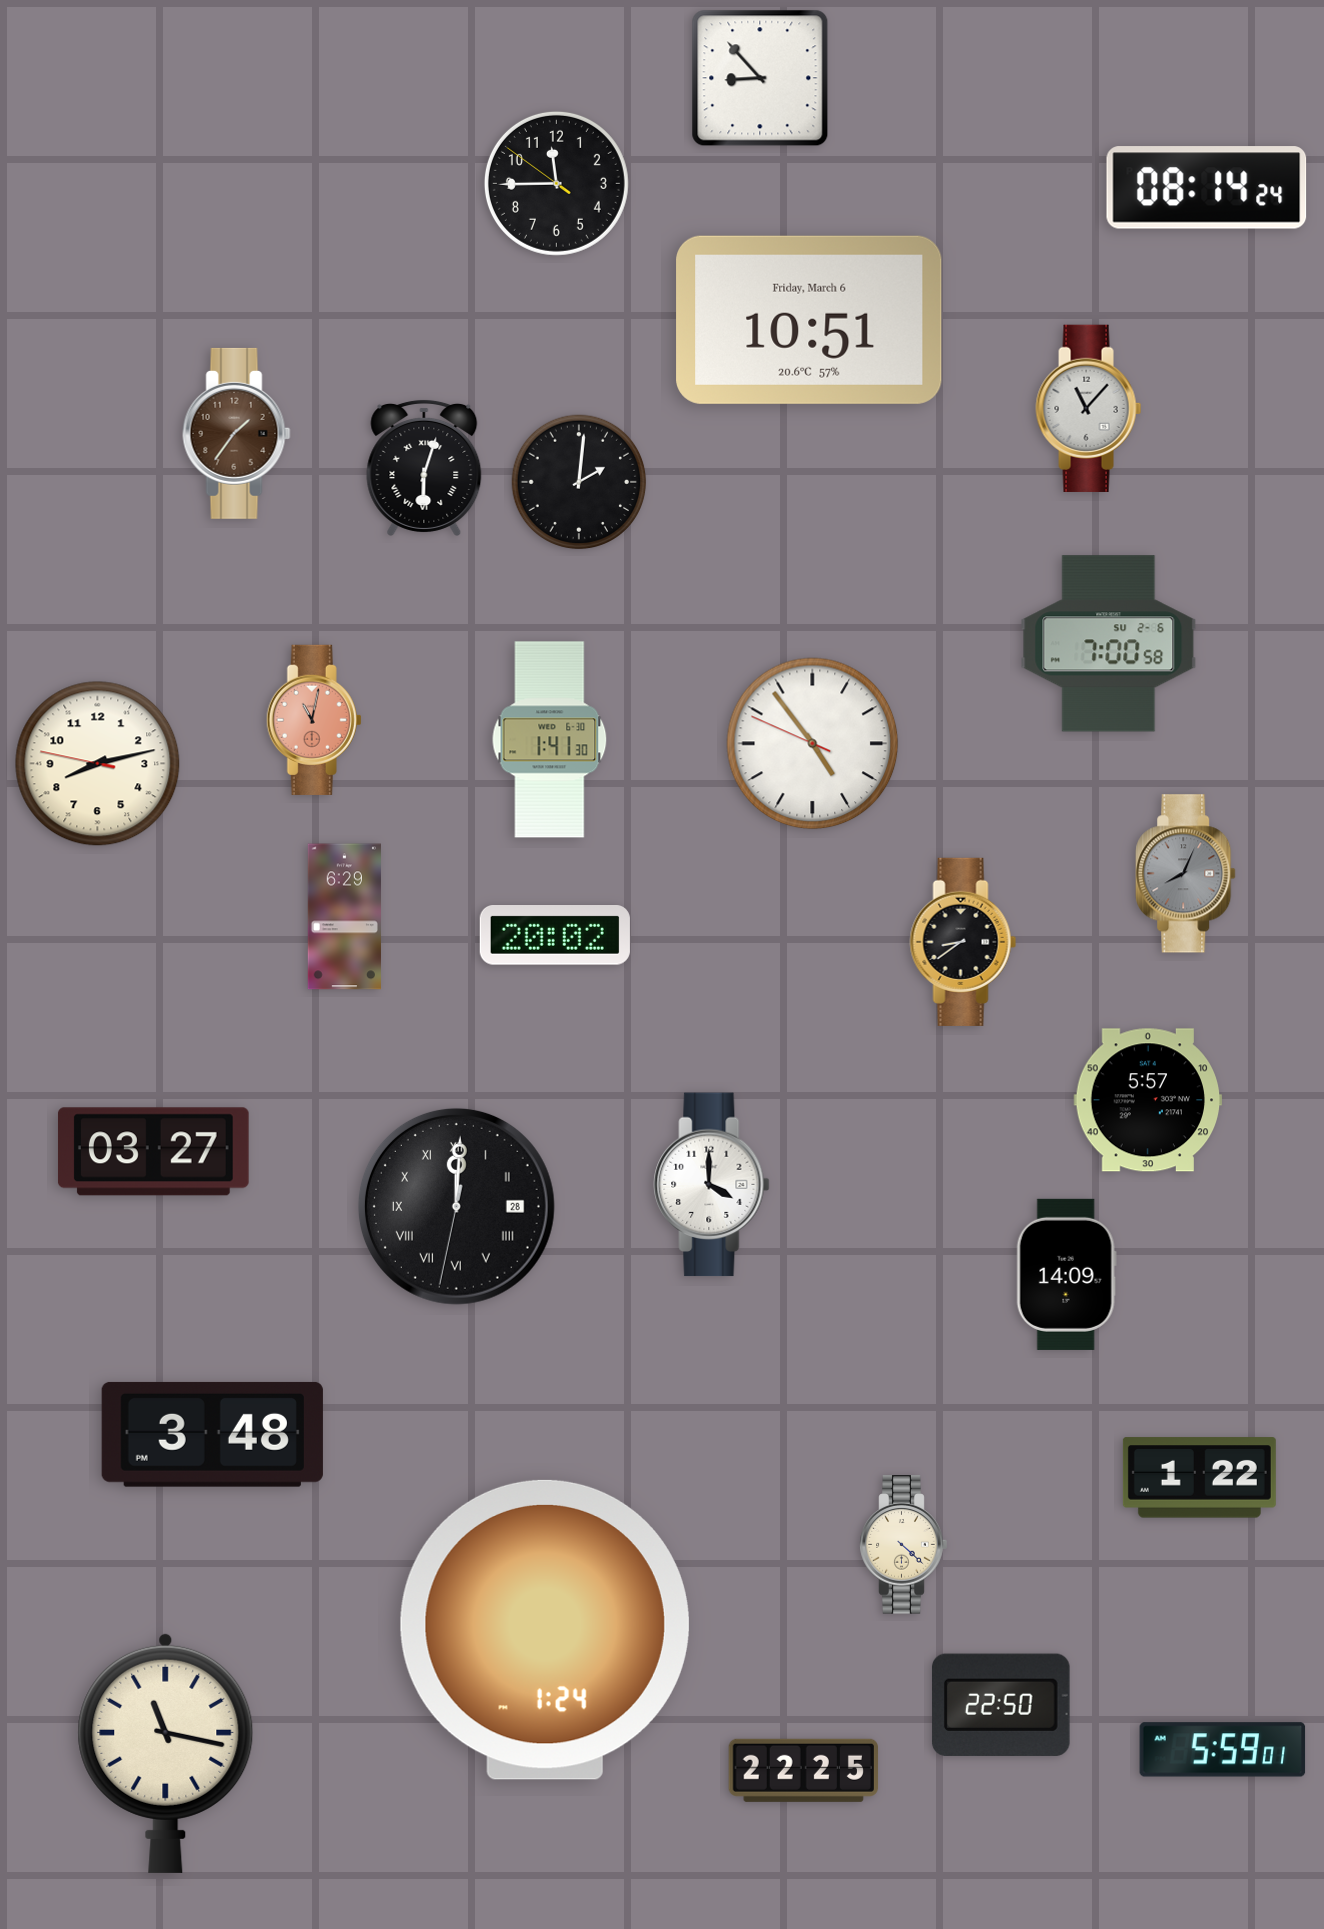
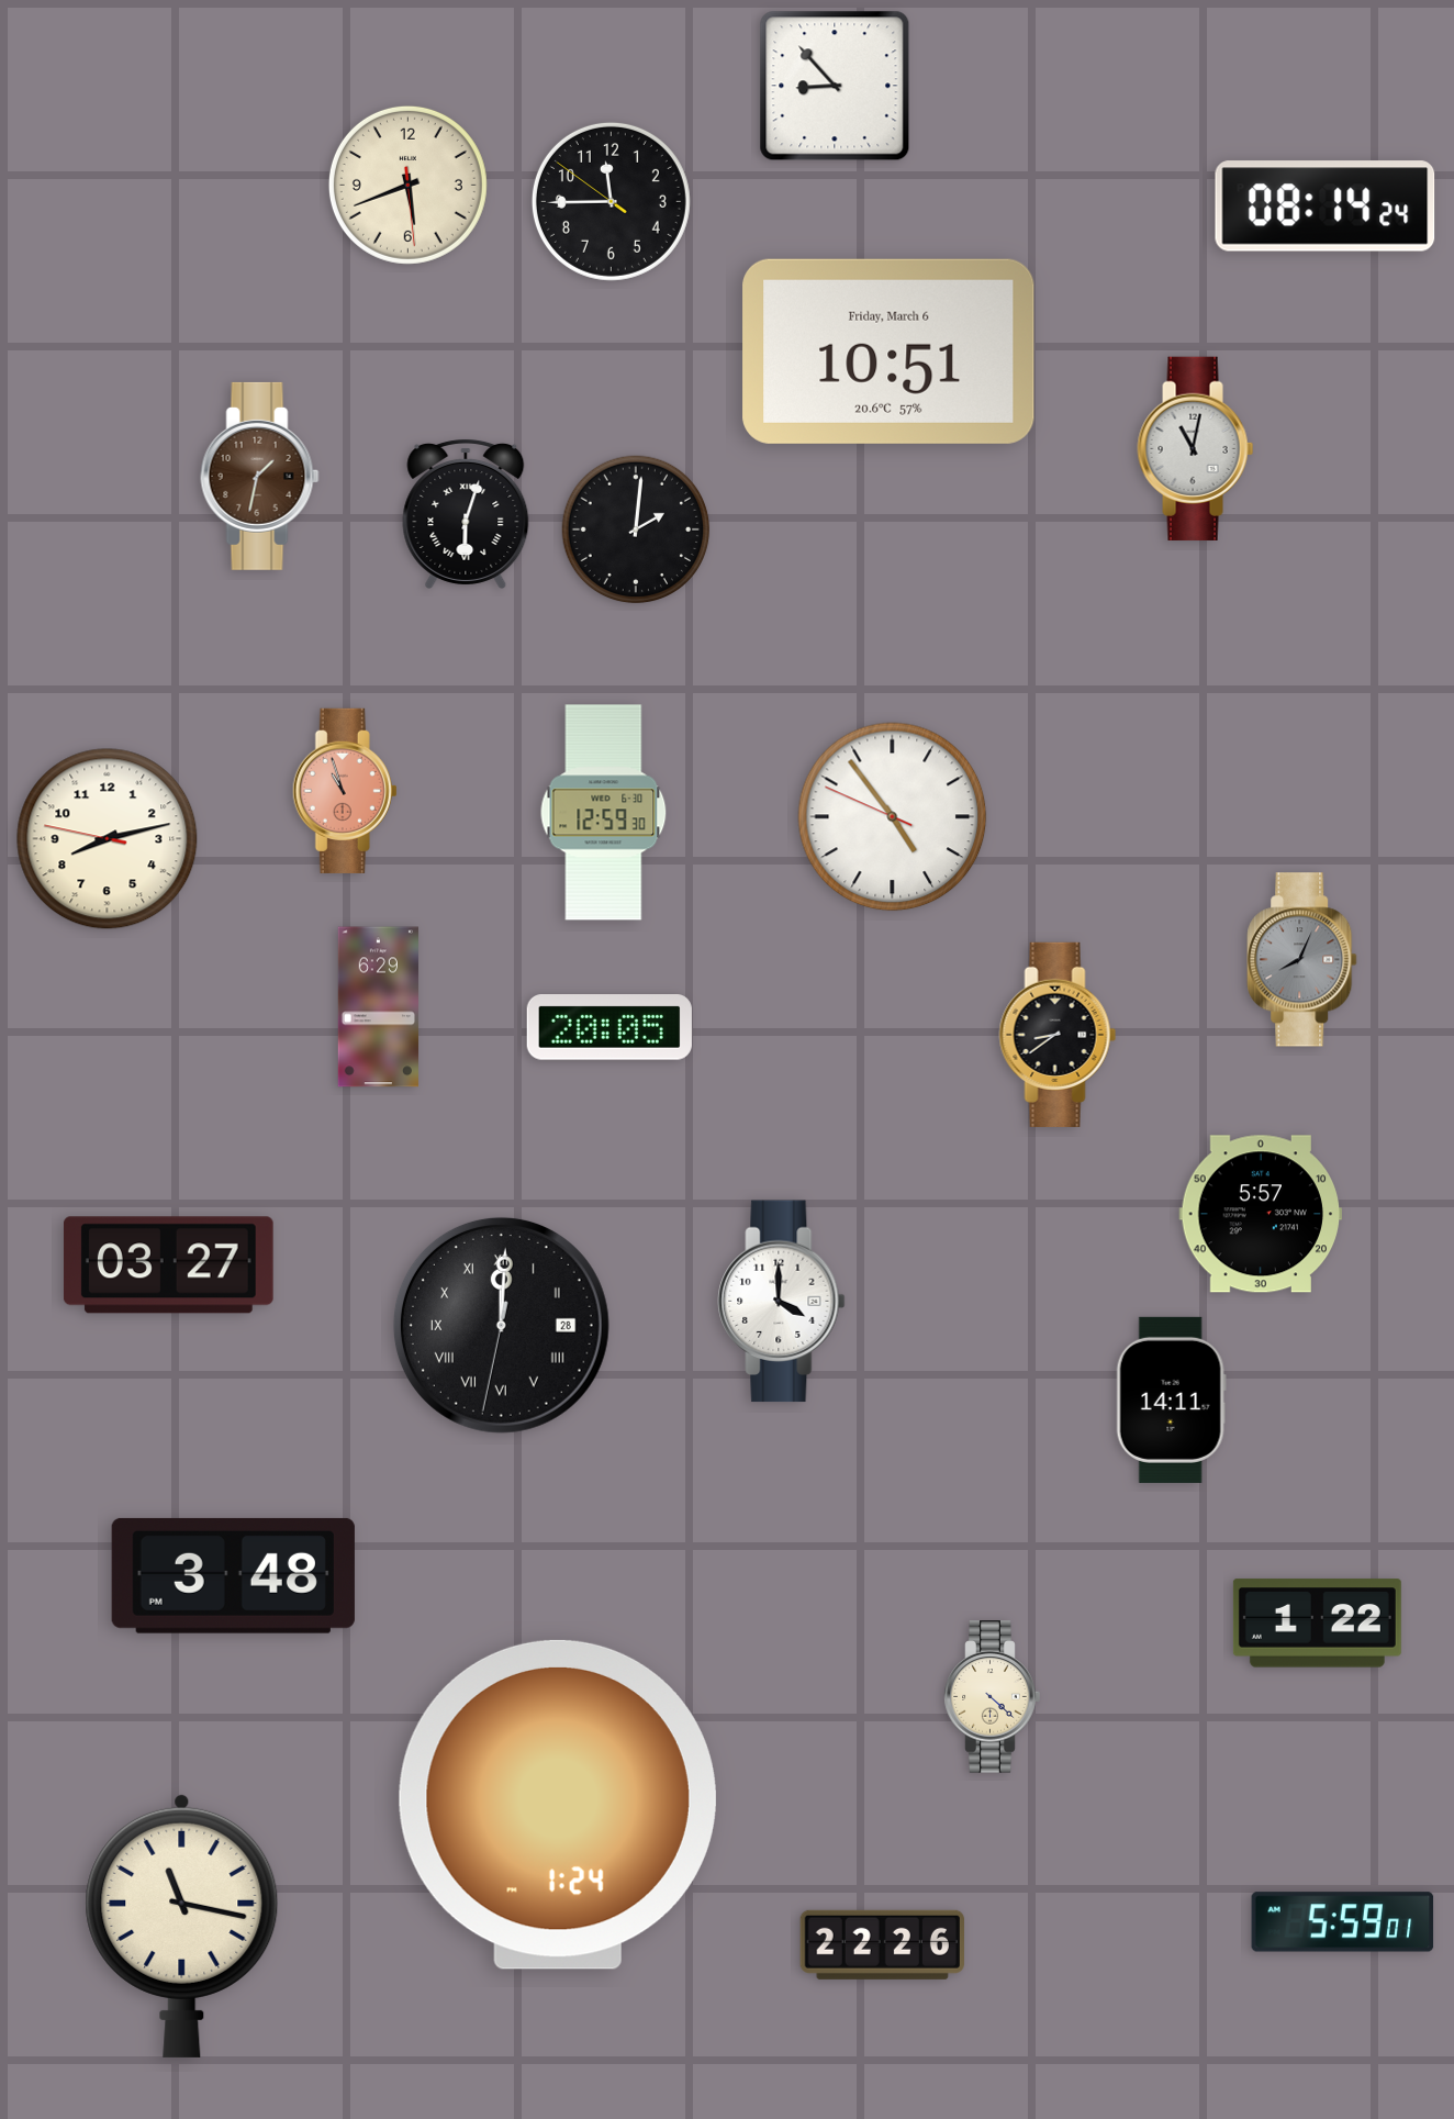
clock at (407, 185): none -> 5:41
clock at (1089, 408): 11:07 -> 11:02
clock at (237, 433): 1:36 -> 1:32
clock at (1109, 644): 7:00 -> none
clock at (314, 720): 11:02 -> 10:57
clock at (550, 740): 1:41 -> 12:59
clock at (555, 936): 20:02 -> 20:05
clock at (1148, 1100) position: (1148, 1100) -> (1261, 1214)
clock at (1066, 1274): 14:09 -> 14:11
clock at (545, 1630) position: (545, 1630) -> (558, 1805)
clock at (1001, 1705): 22:50 -> none
clock at (803, 1770): 22:25 -> 22:26
